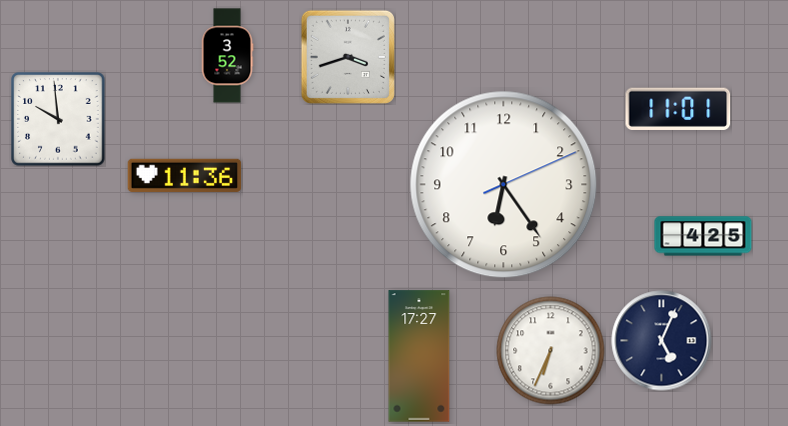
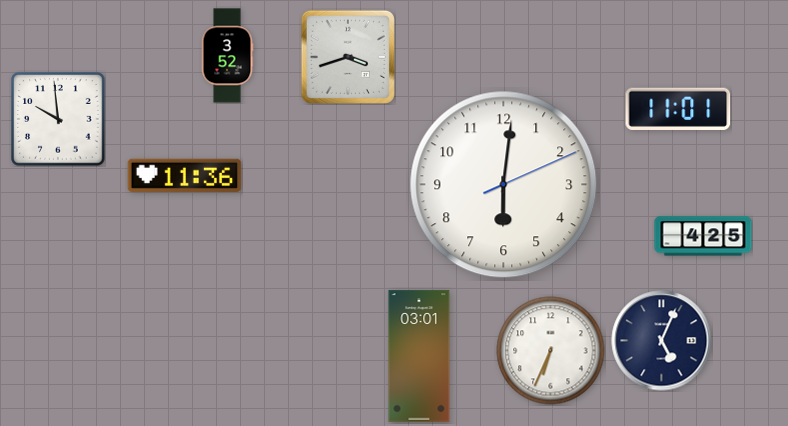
clock at (504, 185): 6:24 -> 6:01
clock at (419, 356): 17:27 -> 03:01
